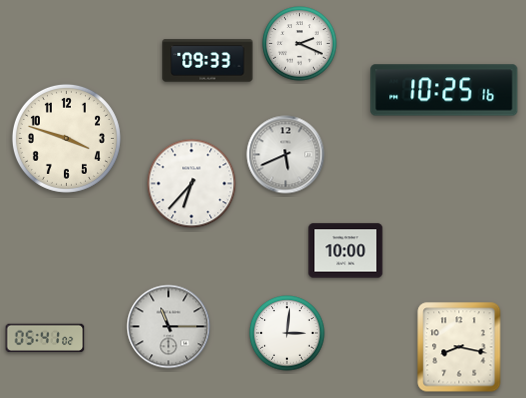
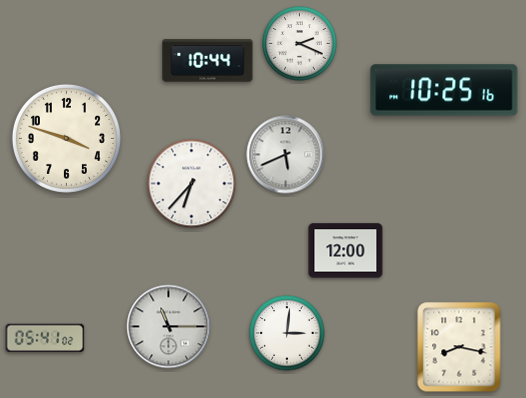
clock at (208, 61): 09:33 -> 10:44
clock at (346, 251): 10:00 -> 12:00
